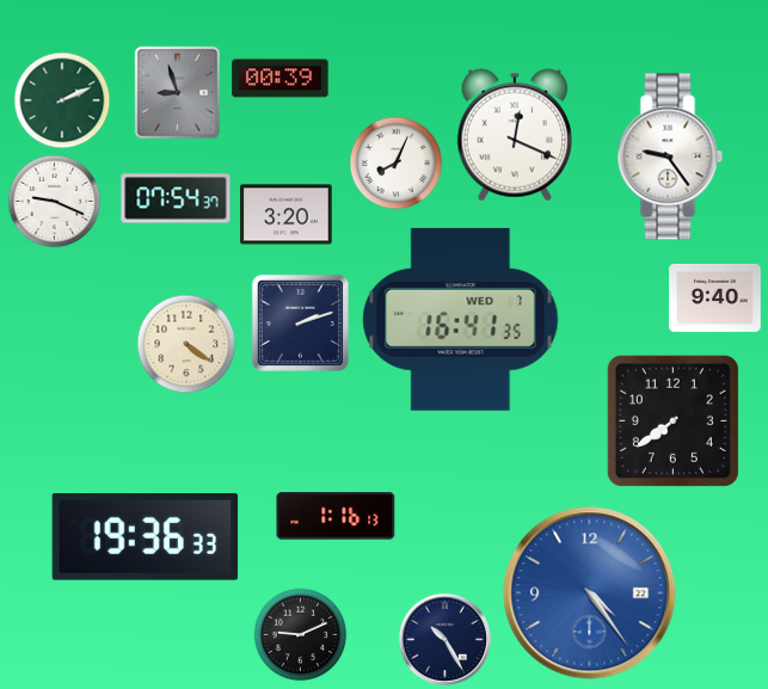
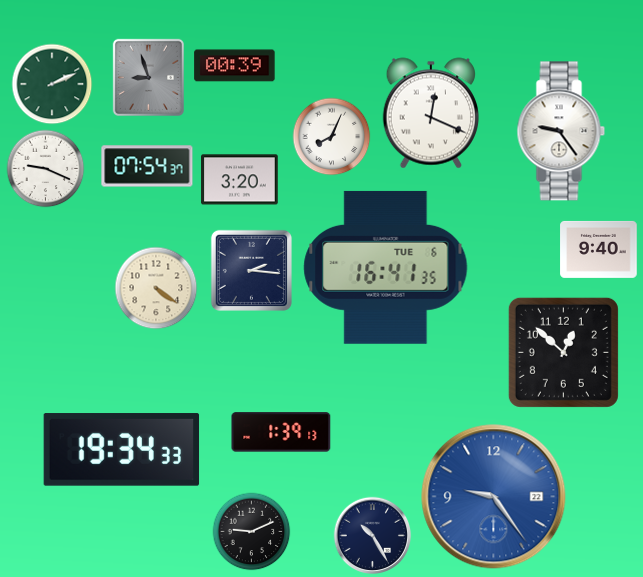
clock at (461, 319) date: WED 7 -> TUE 6
clock at (300, 322): 2:12 -> 2:16
clock at (672, 420): 7:39 -> 12:52
clock at (336, 516): 1:16 -> 1:39
clock at (146, 537): 19:36 -> 19:34
clock at (590, 593): 4:24 -> 9:24
